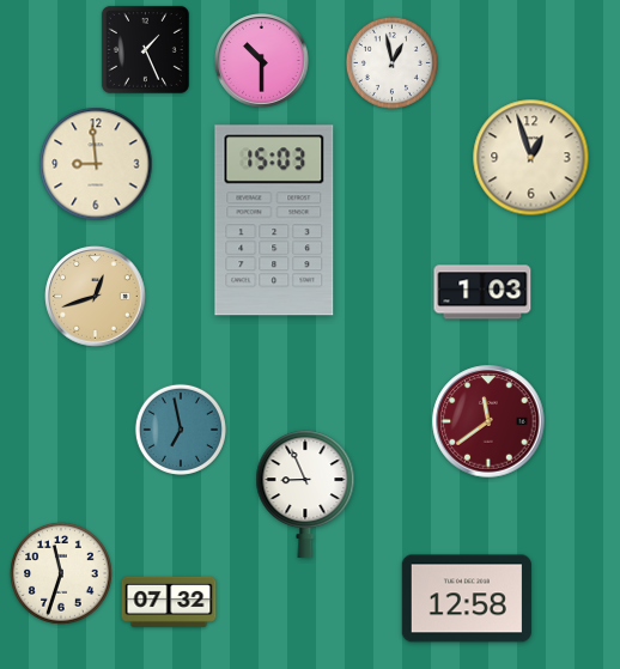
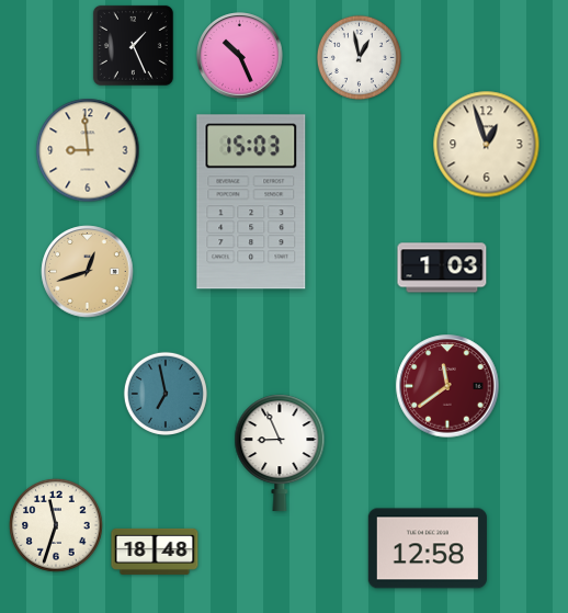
clock at (262, 61): 10:30 -> 10:26
clock at (169, 602): 07:32 -> 18:48
